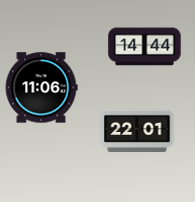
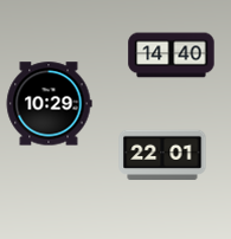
clock at (145, 47): 14:44 -> 14:40
clock at (41, 88): 11:06 -> 10:29
